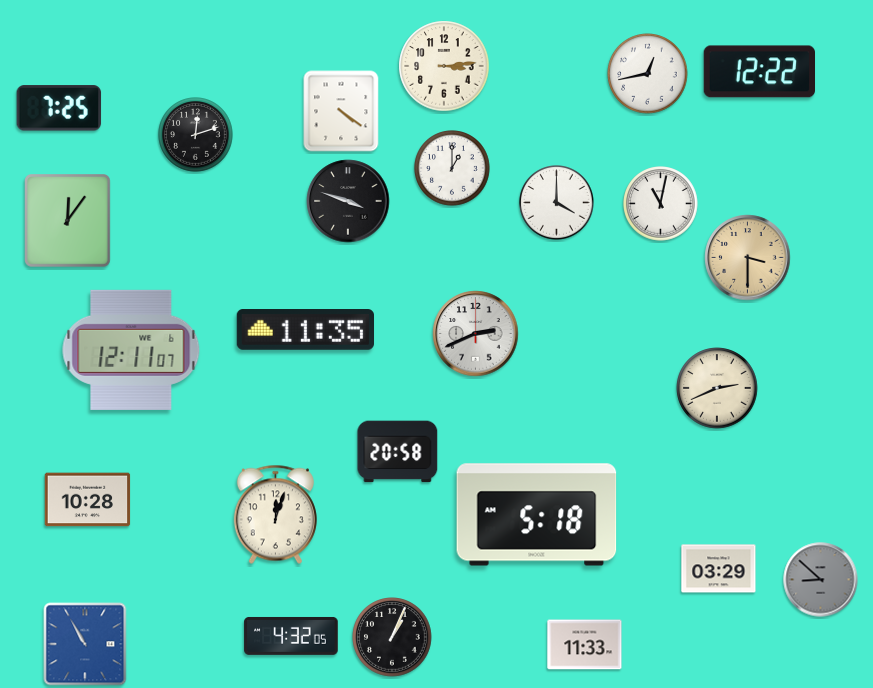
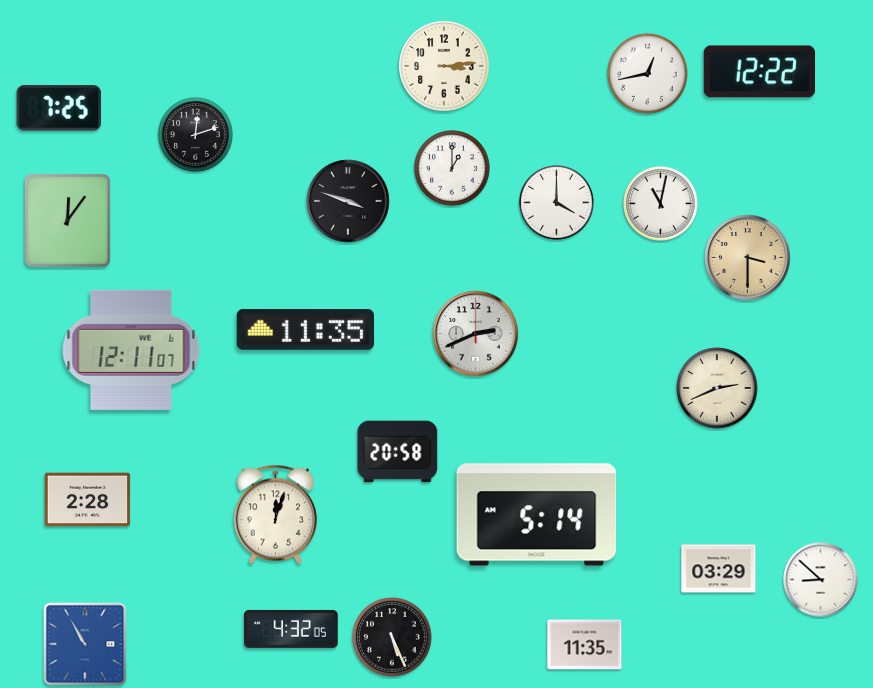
clock at (341, 111): 4:21 -> none
clock at (88, 500): 10:28 -> 2:28
clock at (537, 515): 5:18 -> 5:14
clock at (821, 580) dial: grey -> white
clock at (291, 636) position: (291, 636) -> (291, 629)
clock at (392, 637): 1:04 -> 5:26
clock at (585, 645): 11:33 -> 11:35
